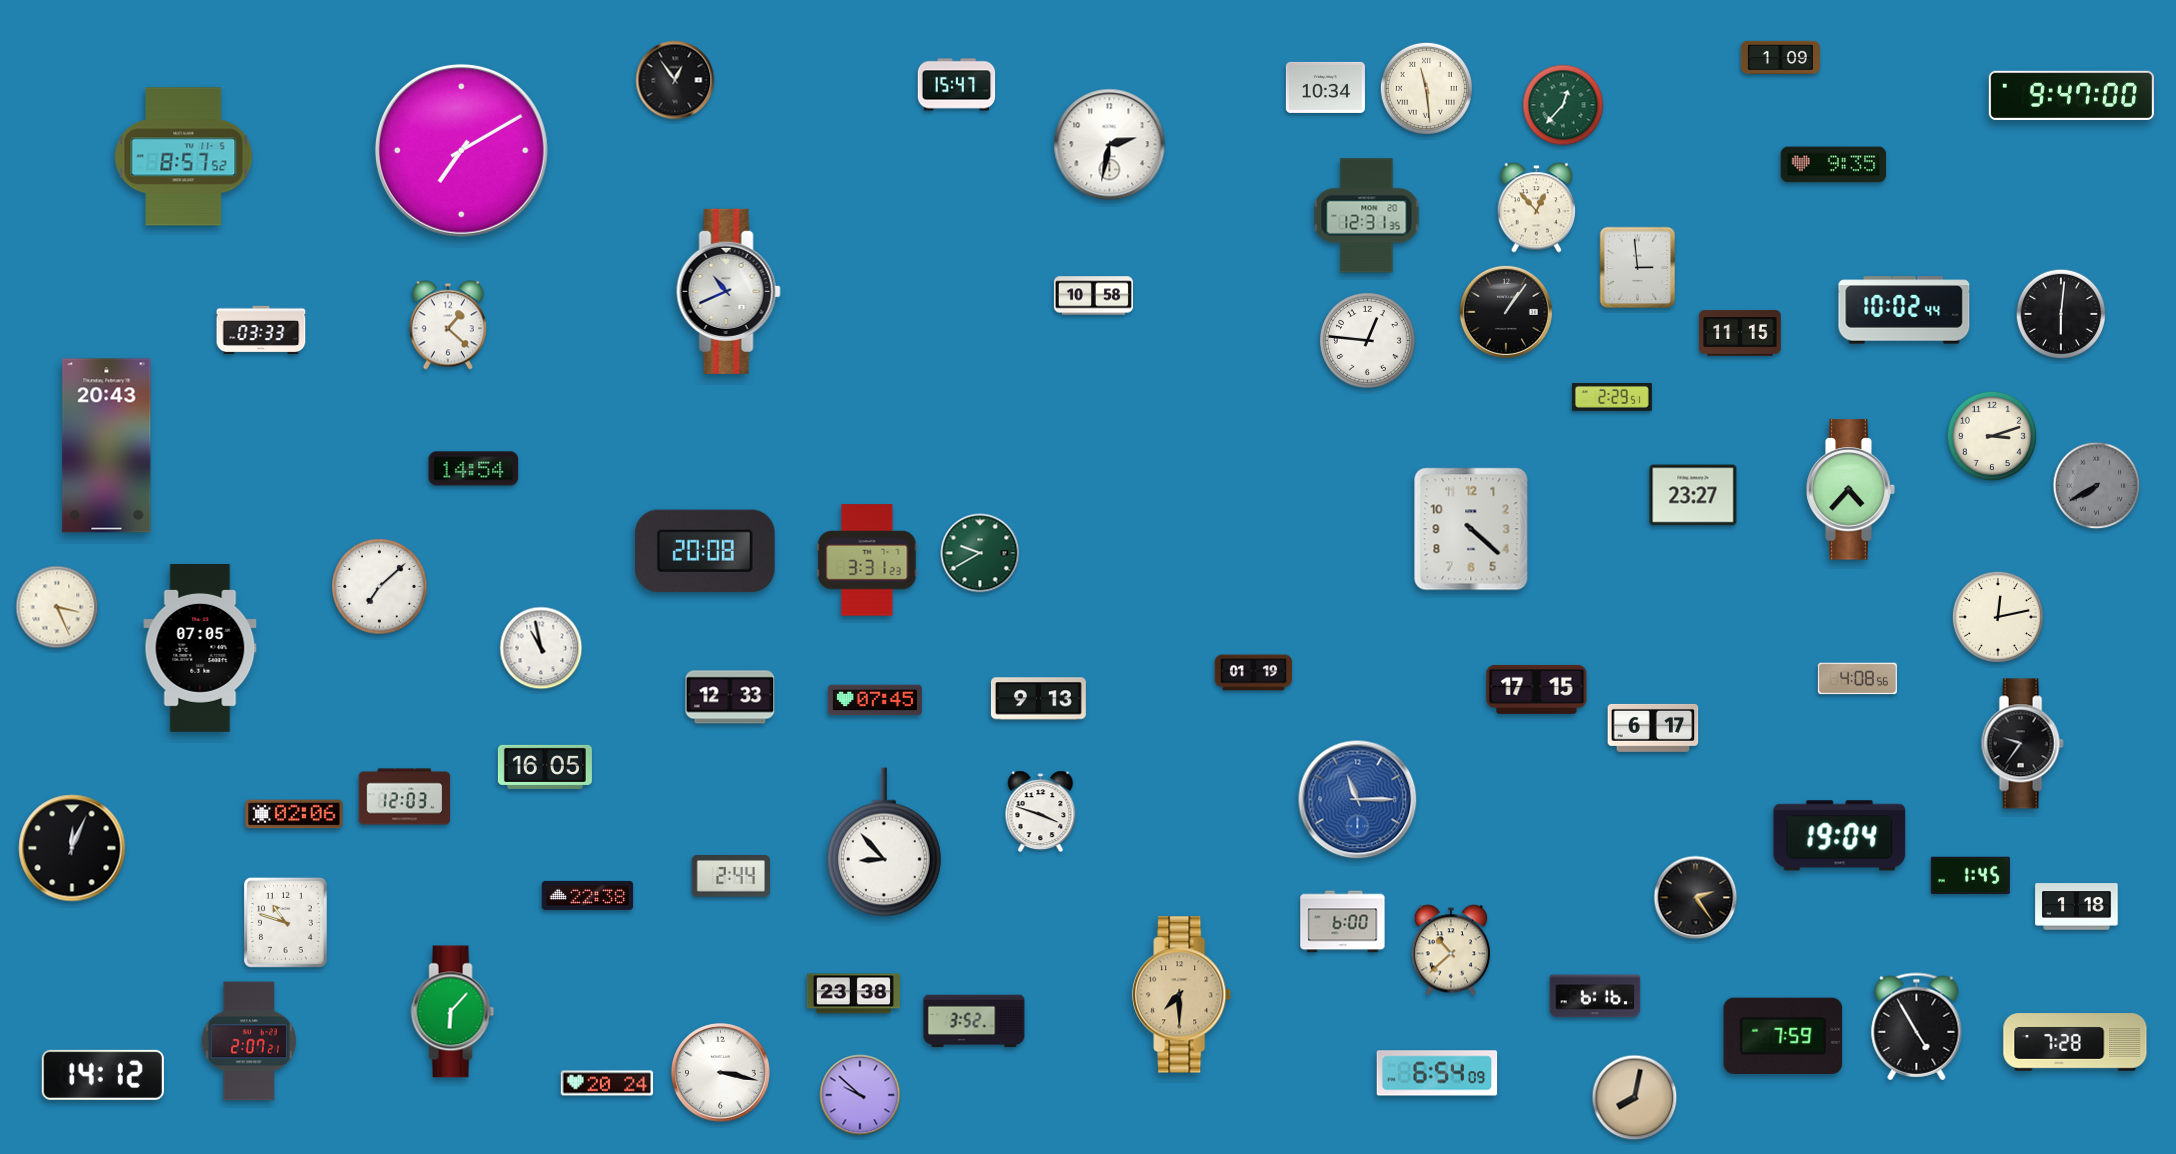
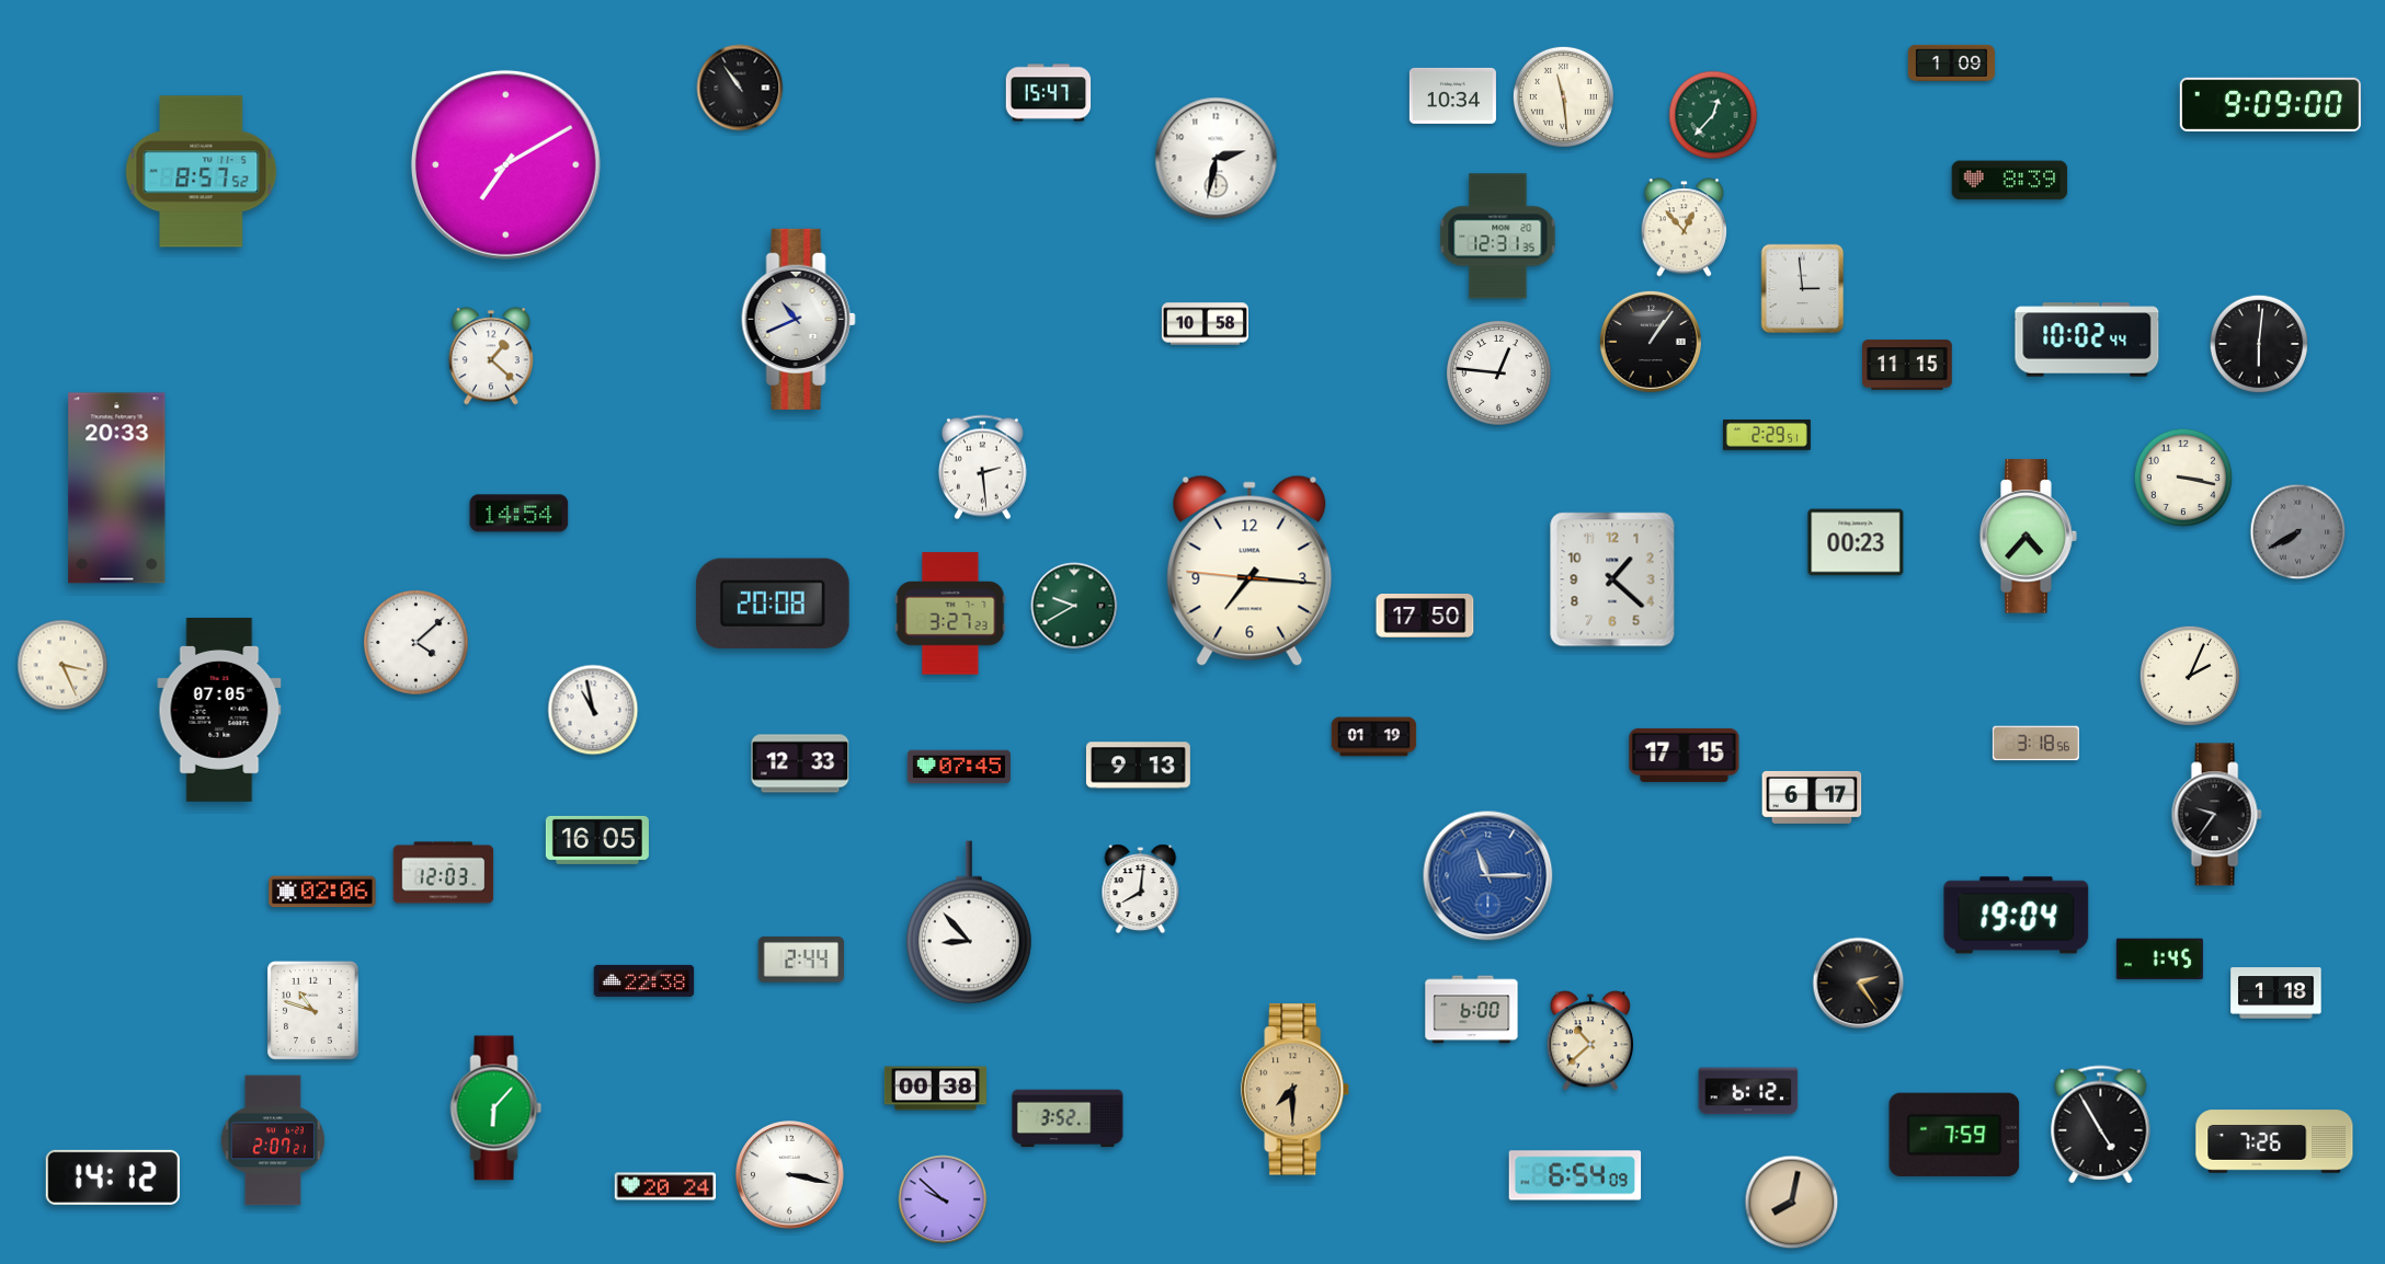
clock at (675, 80): 12:54 -> 10:54
clock at (2071, 95): 9:47 -> 9:09
clock at (1834, 165): 9:35 -> 8:39
clock at (1638, 268) position: (1638, 268) -> (1803, 289)
clock at (1093, 296) position: (1093, 296) -> (1205, 324)
clock at (261, 329): 03:33 -> none
clock at (982, 468): none -> 2:29
clock at (1992, 436): 3:12 -> 3:17
clock at (107, 446): 20:43 -> 20:33
clock at (1693, 495): 23:27 -> 00:23
clock at (1249, 571): none -> 7:15
clock at (1471, 529): 4:22 -> 1:22
clock at (867, 560): 3:31 -> 3:27
clock at (1425, 617): none -> 17:50
clock at (380, 587): 7:08 -> 4:08
clock at (1998, 617): 12:13 -> 2:04
clock at (1857, 679): 4:08 -> 3:18
clock at (1041, 812): 3:48 -> 8:01
clock at (72, 848): 12:04 -> none
clock at (853, 994): 23:38 -> 00:38
clock at (1595, 996): 6:16 -> 6:12
clock at (2075, 1042): 7:28 -> 7:26
